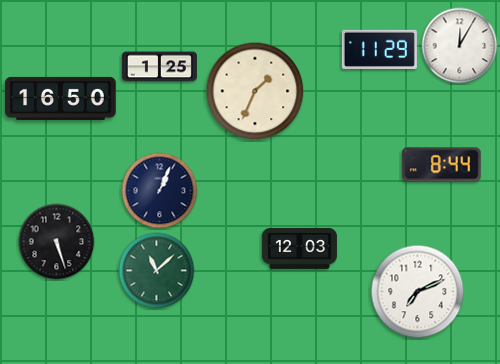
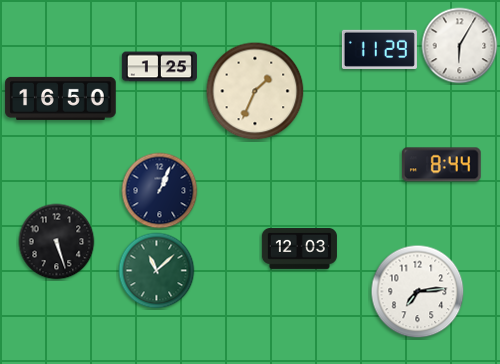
clock at (460, 46): 12:05 -> 6:05
clock at (418, 292): 7:11 -> 7:14
